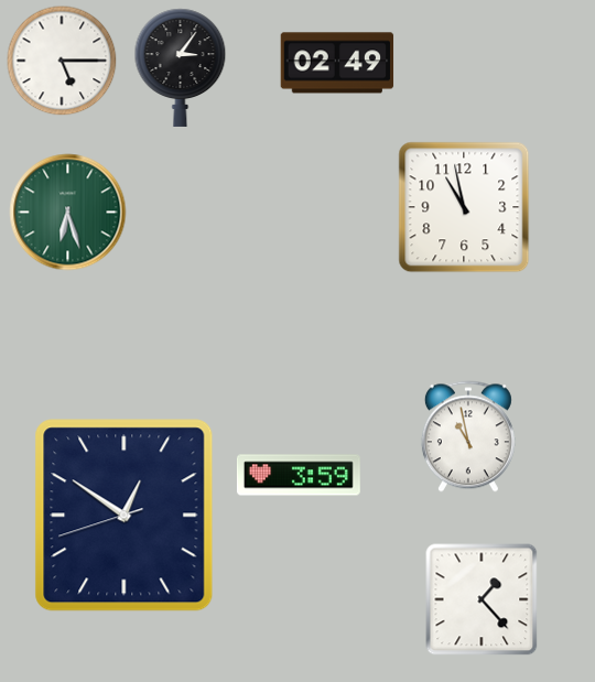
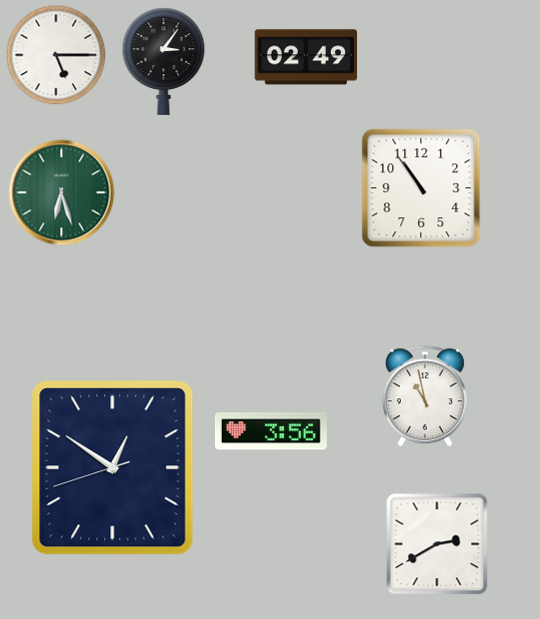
clock at (464, 207): 10:58 -> 10:54
clock at (299, 475): 3:59 -> 3:56
clock at (482, 599): 1:23 -> 2:40
